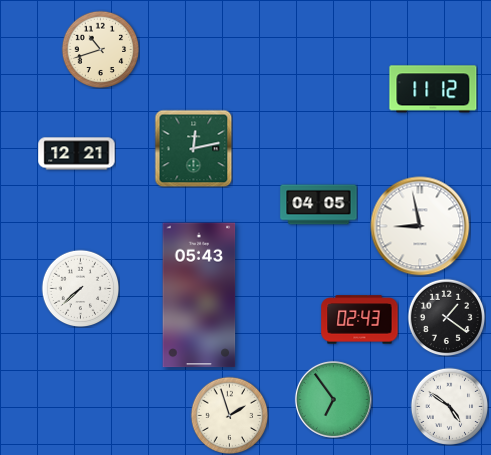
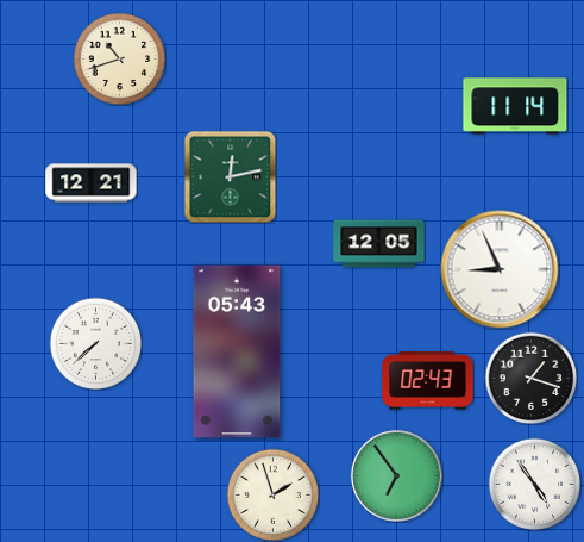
clock at (433, 89): 11:12 -> 11:14
clock at (319, 205): 04:05 -> 12:05
clock at (420, 226): 8:58 -> 8:56
clock at (446, 317): 1:21 -> 1:18
clock at (449, 406): 4:51 -> 4:54
